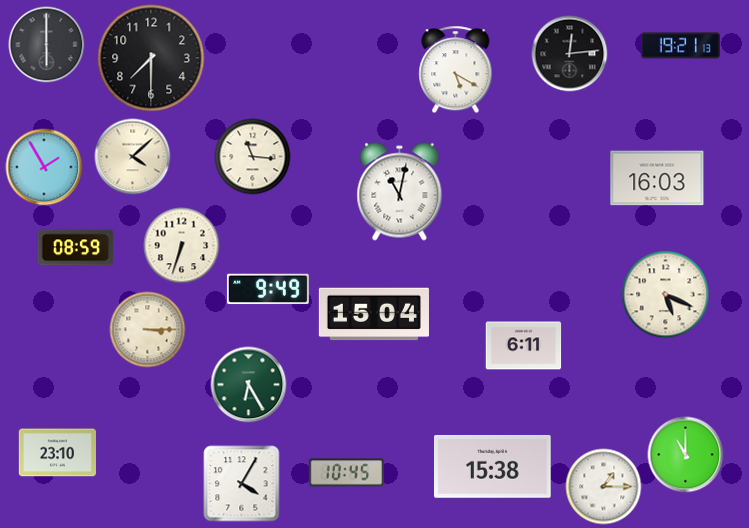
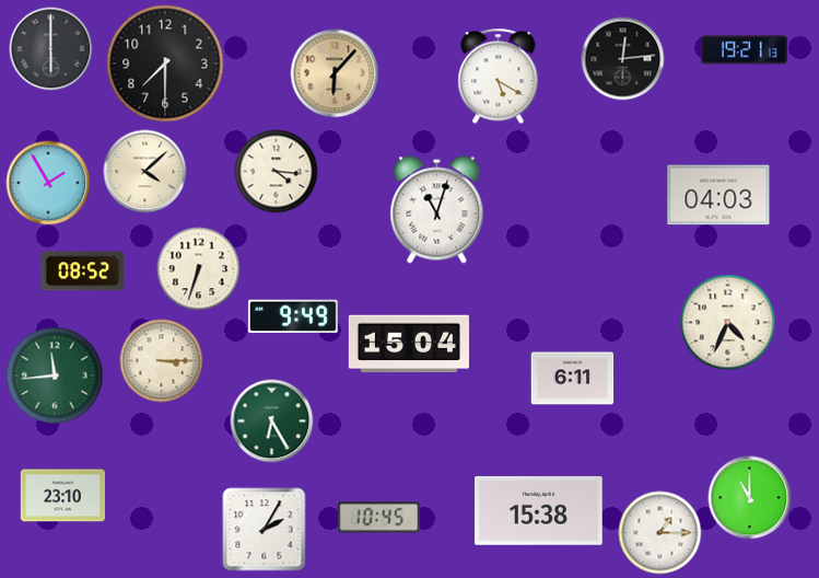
clock at (335, 73): none -> 6:07
clock at (253, 157): 11:16 -> 4:16
clock at (657, 178): 16:03 -> 04:03
clock at (400, 192): 11:02 -> 11:03
clock at (76, 248): 08:59 -> 08:52
clock at (666, 295): 5:19 -> 4:34
clock at (55, 375): none -> 11:44
clock at (242, 484): 4:05 -> 2:05
